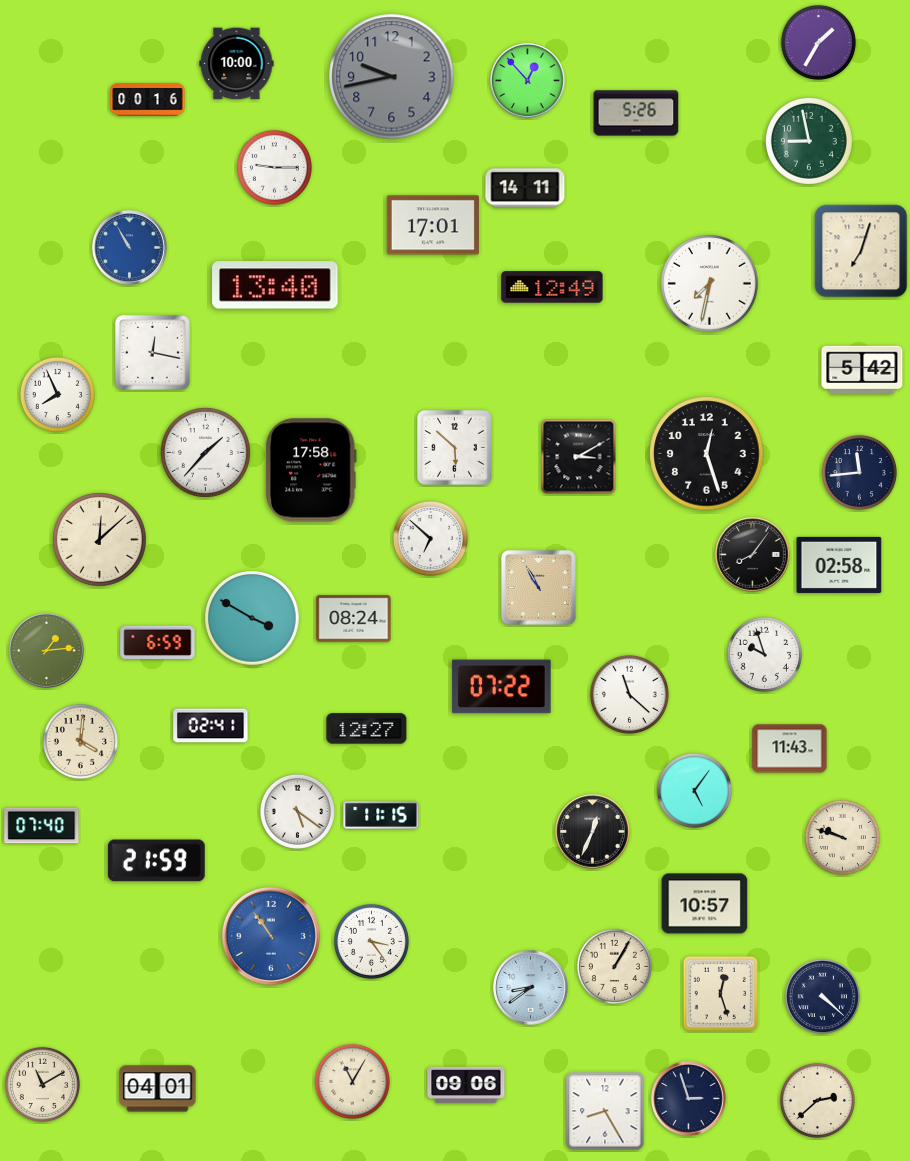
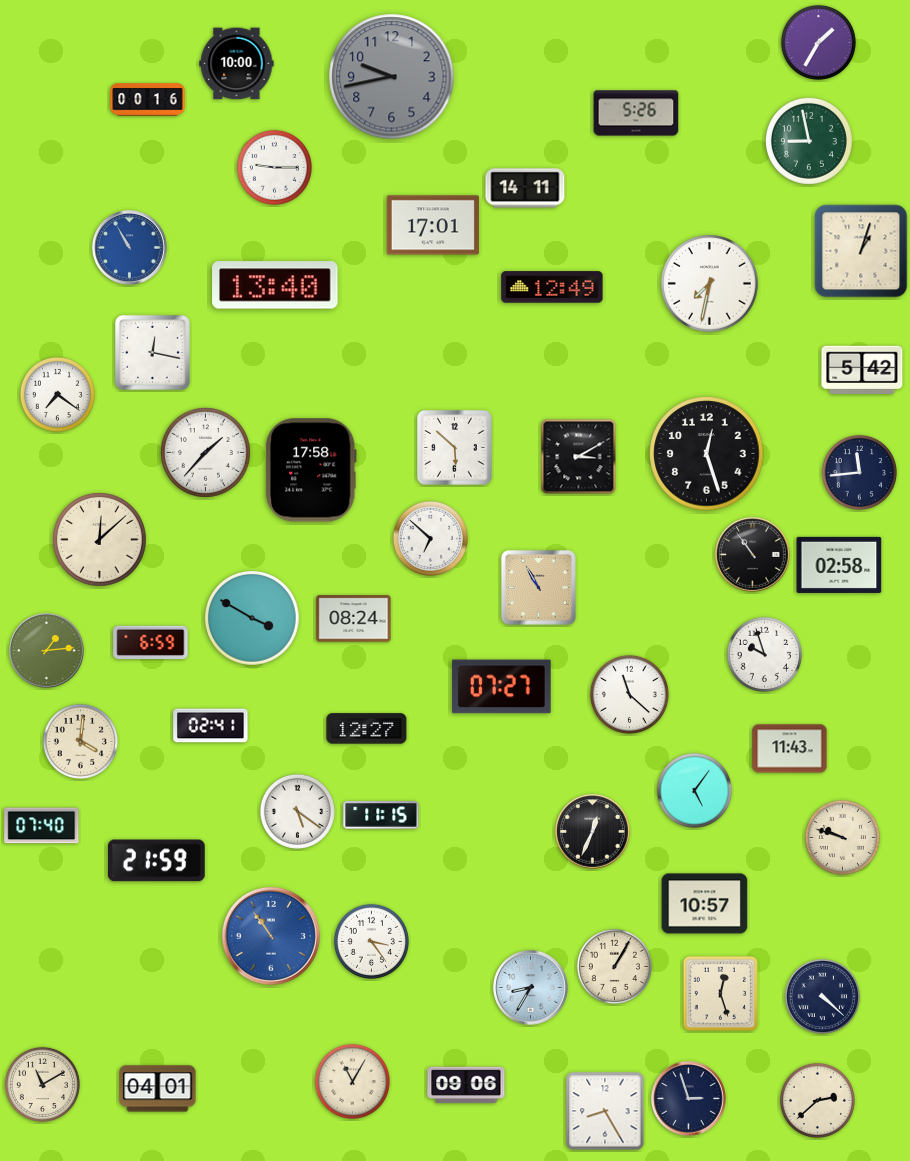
clock at (528, 81): 12:53 -> none
clock at (861, 251): 7:03 -> 1:03
clock at (57, 394): 7:56 -> 7:21
clock at (753, 555): 8:06 -> 10:54
clock at (158, 642) position: (158, 642) -> (151, 642)
clock at (502, 687): 07:22 -> 07:27
clock at (531, 988): 8:39 -> 8:35
